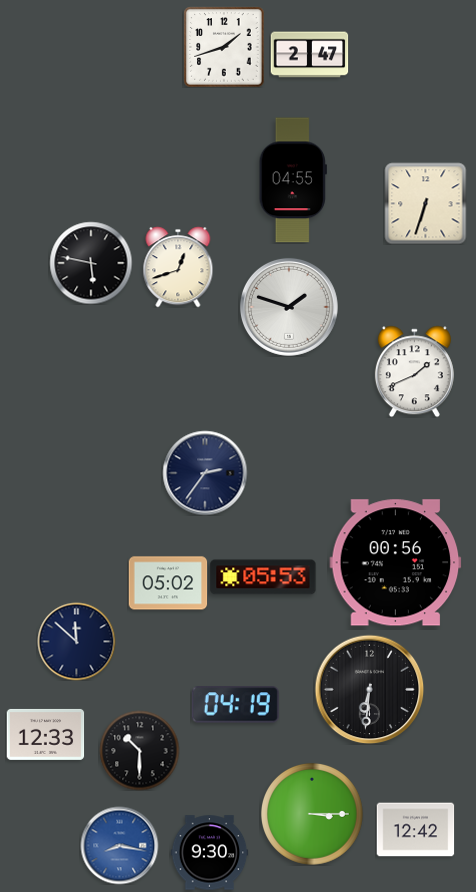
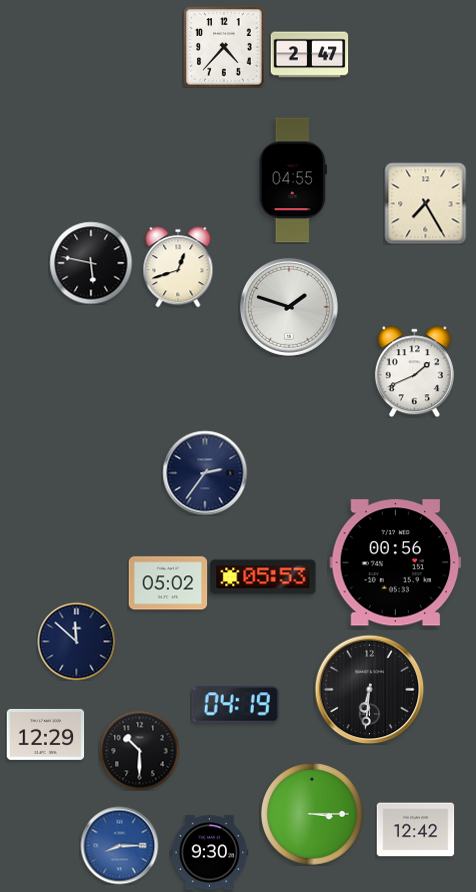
clock at (224, 47): 1:42 -> 4:37
clock at (425, 203): 6:33 -> 7:25
clock at (45, 734): 12:33 -> 12:29
clock at (119, 845): 8:17 -> 8:15
